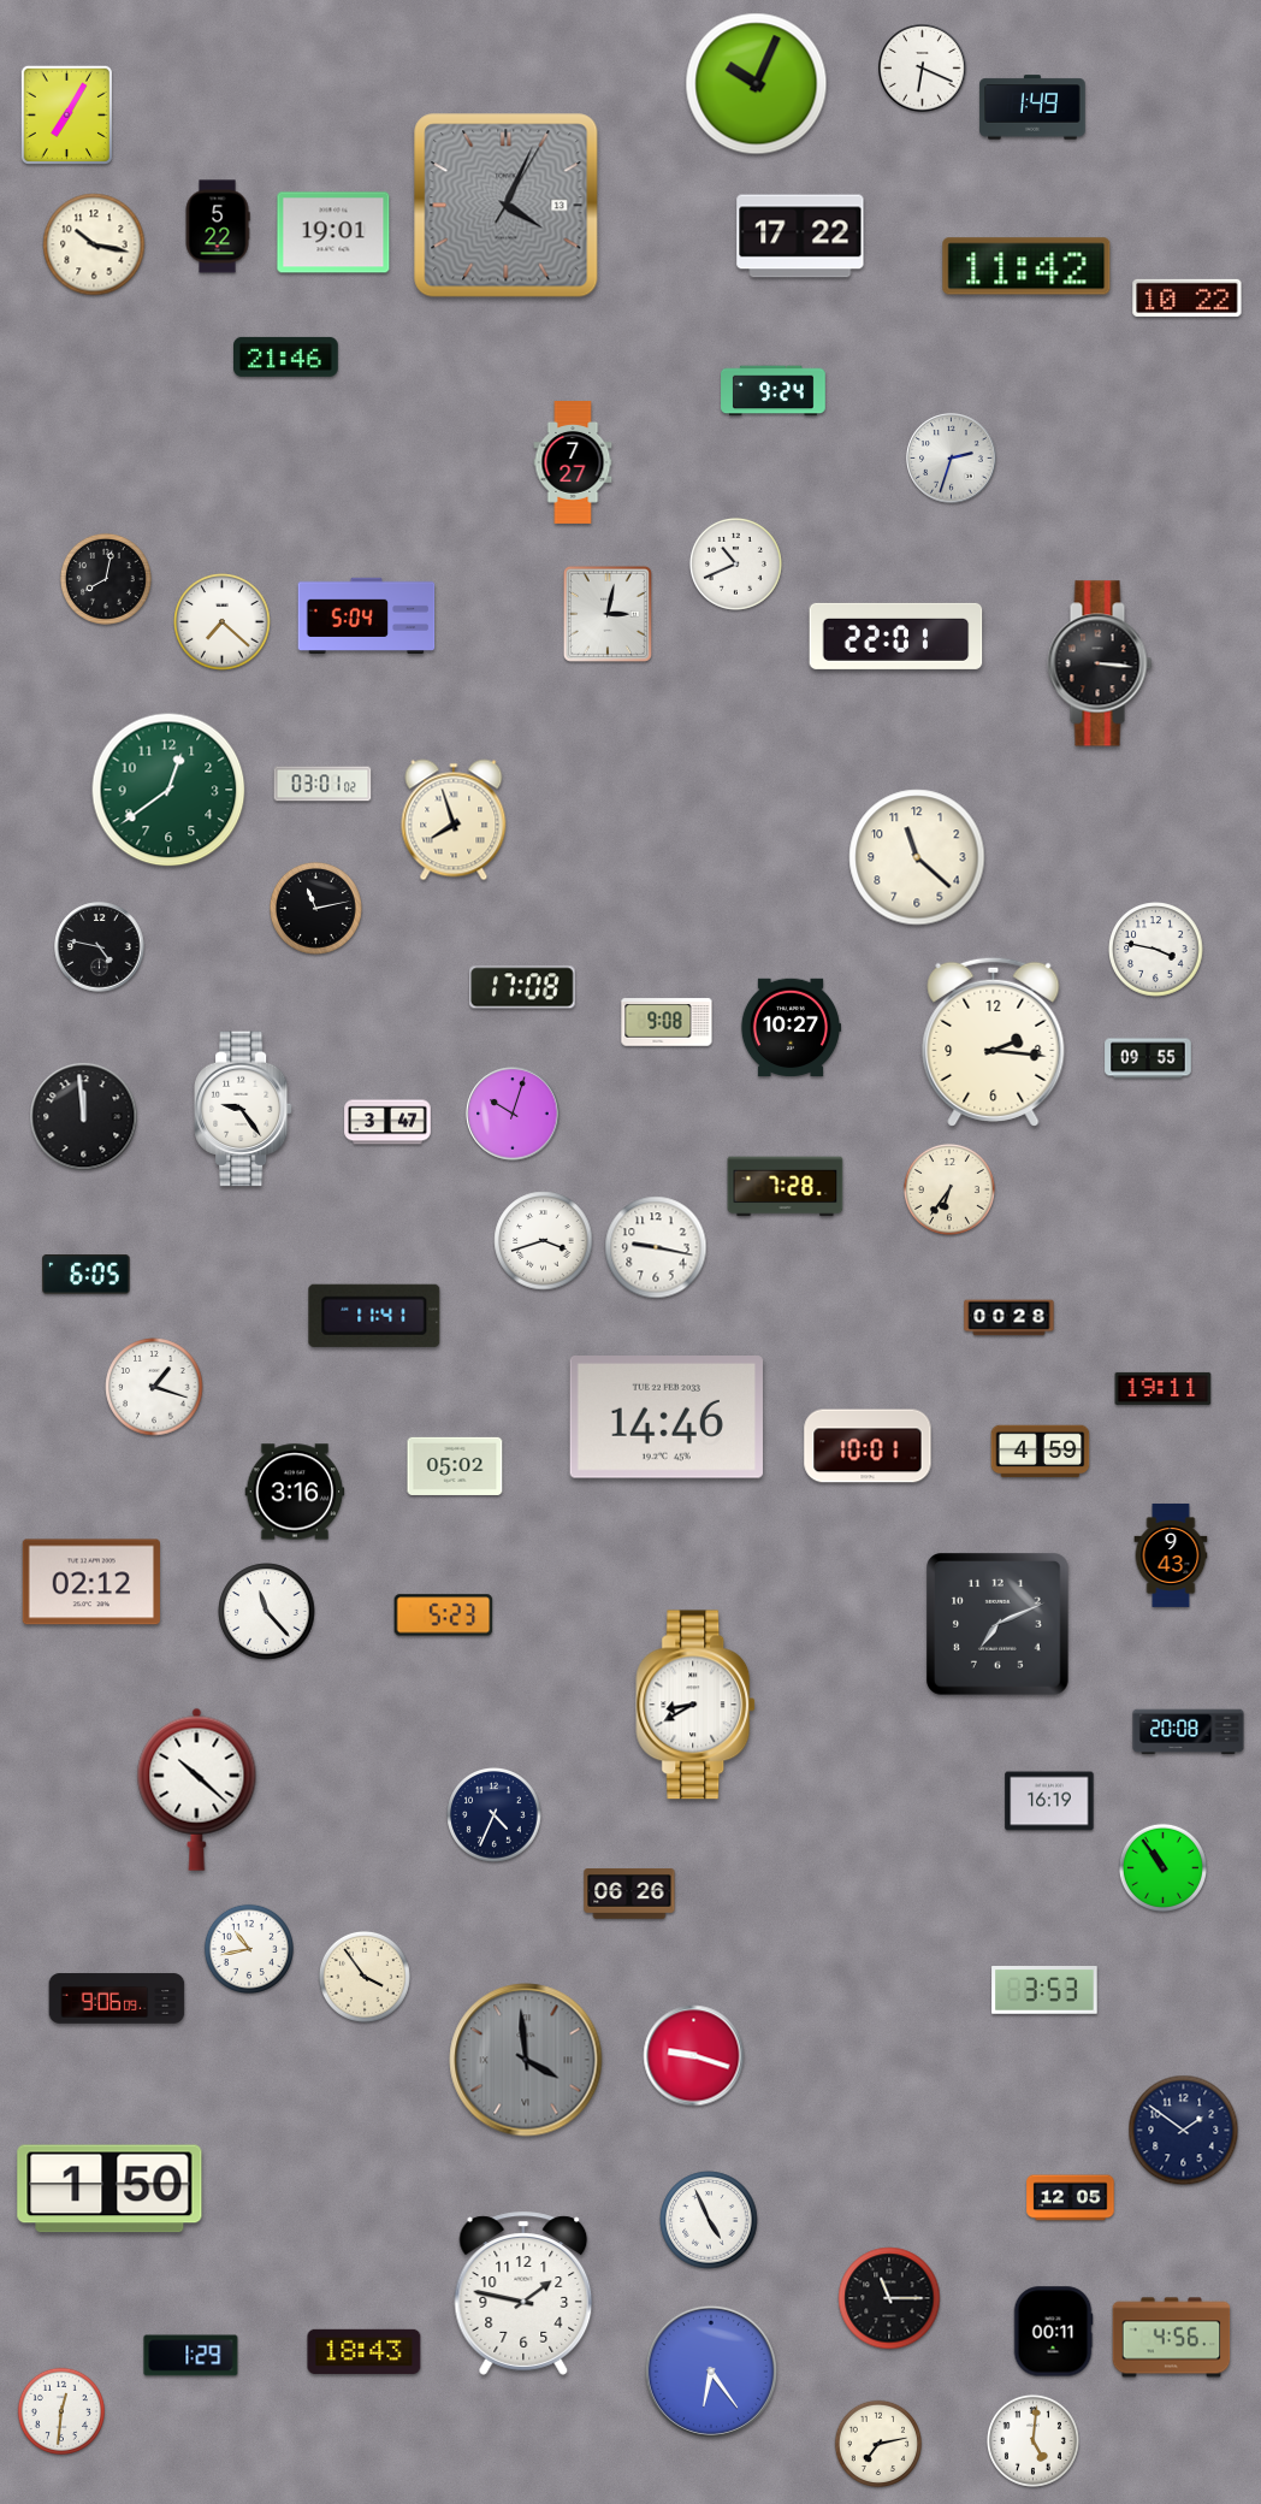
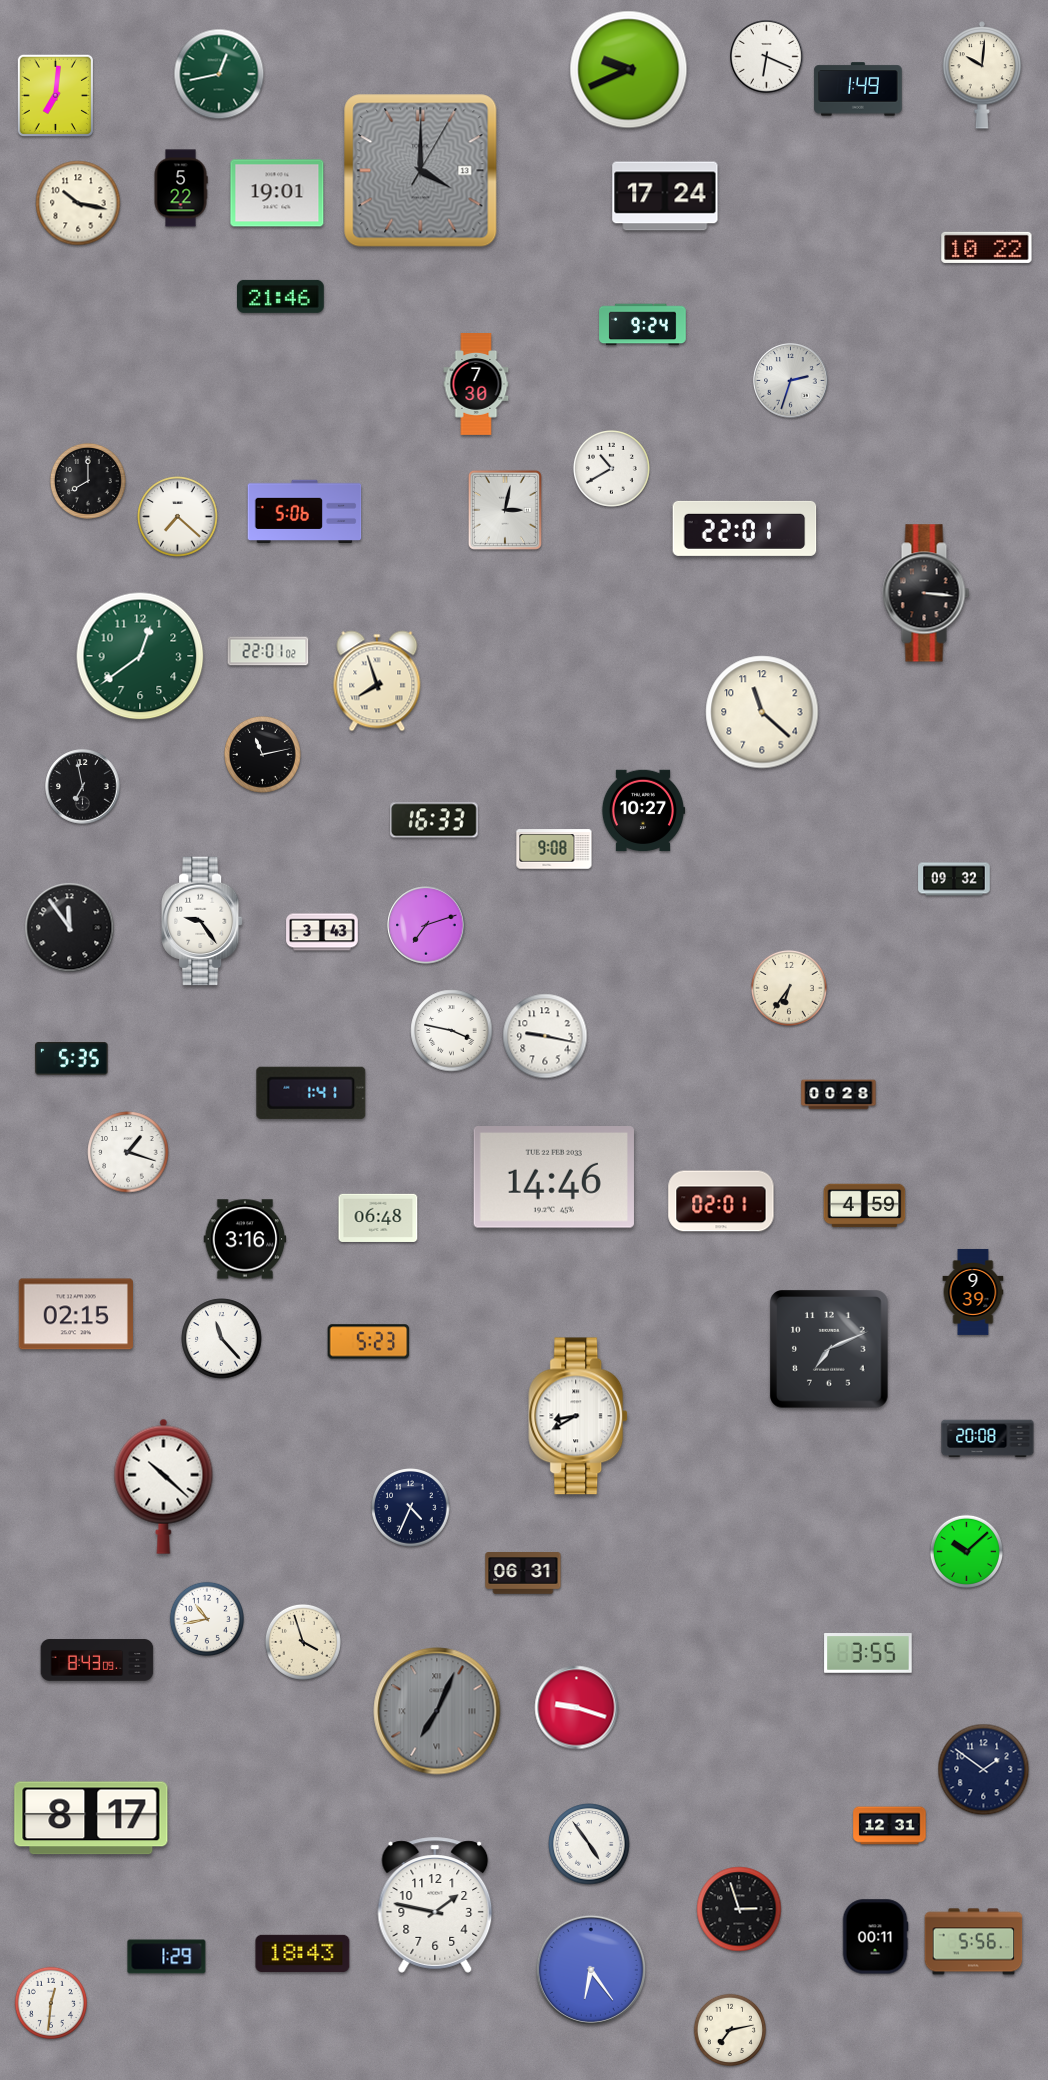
clock at (757, 84): 10:04 -> 9:41
clock at (219, 74): none -> 12:43
clock at (982, 75): none -> 10:01
clock at (66, 114): 7:05 -> 7:01
clock at (507, 206): 4:04 -> 4:00
clock at (800, 236): 17:22 -> 17:24
clock at (1026, 266): 11:42 -> none
clock at (286, 356) position: (286, 356) -> (281, 296)
clock at (573, 463): 7:27 -> 7:30
clock at (735, 563): 10:41 -> 10:40
clock at (106, 579): 8:02 -> 8:00
clock at (367, 616): 5:04 -> 5:06
clock at (223, 622) position: (223, 622) -> (178, 517)
clock at (1100, 663) position: (1100, 663) -> (926, 593)
clock at (322, 784): 03:01 -> 22:01
clock at (100, 947): 4:47 -> 6:58
clock at (1156, 950): 3:47 -> none
clock at (522, 987): 17:08 -> 16:33
clock at (791, 1028) position: (791, 1028) -> (643, 811)
clock at (994, 1041): 2:16 -> none
clock at (1148, 1058): 09:55 -> 09:32
clock at (513, 1114): 10:03 -> 7:12
clock at (84, 1117): 11:59 -> 11:54
clock at (387, 1122): 3:47 -> 3:43
clock at (786, 1187): 7:28 -> none
clock at (544, 1241): 3:42 -> 3:47
clock at (87, 1275): 6:05 -> 5:35
clock at (374, 1316): 11:41 -> 1:41
clock at (1164, 1388): 19:11 -> none
clock at (868, 1446): 10:01 -> 02:01
clock at (455, 1466): 05:02 -> 06:48
clock at (1171, 1555): 9:43 -> 9:39
clock at (91, 1582): 02:12 -> 02:15
clock at (1049, 1801): 16:19 -> none
clock at (1162, 1867): 10:54 -> 10:08
clock at (629, 1894): 06:26 -> 06:31
clock at (365, 1977): 3:54 -> 3:57
clock at (1044, 1991): 3:53 -> 3:55
clock at (117, 1998): 9:06 -> 8:43
clock at (526, 2060): 3:59 -> 7:04
clock at (109, 2189): 1:50 -> 8:17
clock at (1071, 2198): 12:05 -> 12:31
clock at (709, 2220): 4:56 -> 4:54
clock at (889, 2298): 11:15 -> 2:57
clock at (1172, 2338): 4:56 -> 5:56
clock at (191, 2356) position: (191, 2356) -> (167, 1957)
clock at (1032, 2440): 5:01 -> none
